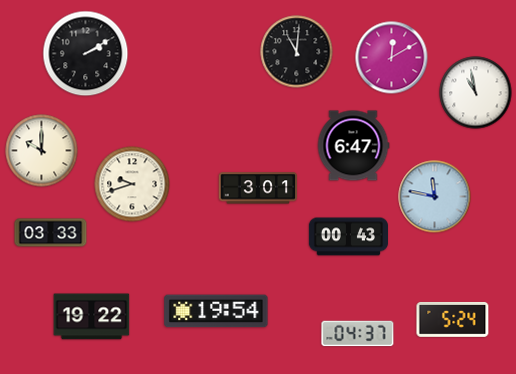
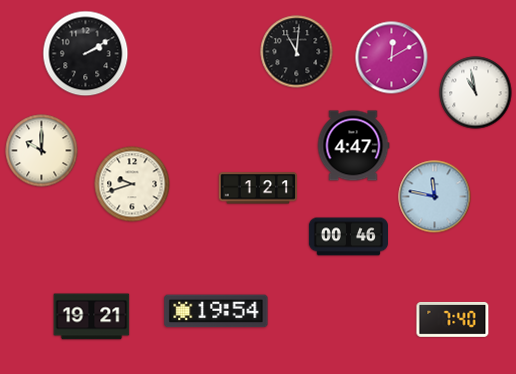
clock at (353, 146): 6:47 -> 4:47
clock at (258, 188): 3:01 -> 1:21
clock at (51, 233): 03:33 -> none
clock at (348, 237): 00:43 -> 00:46
clock at (92, 317): 19:22 -> 19:21
clock at (453, 320): 5:24 -> 7:40
clock at (358, 334): 04:37 -> none
